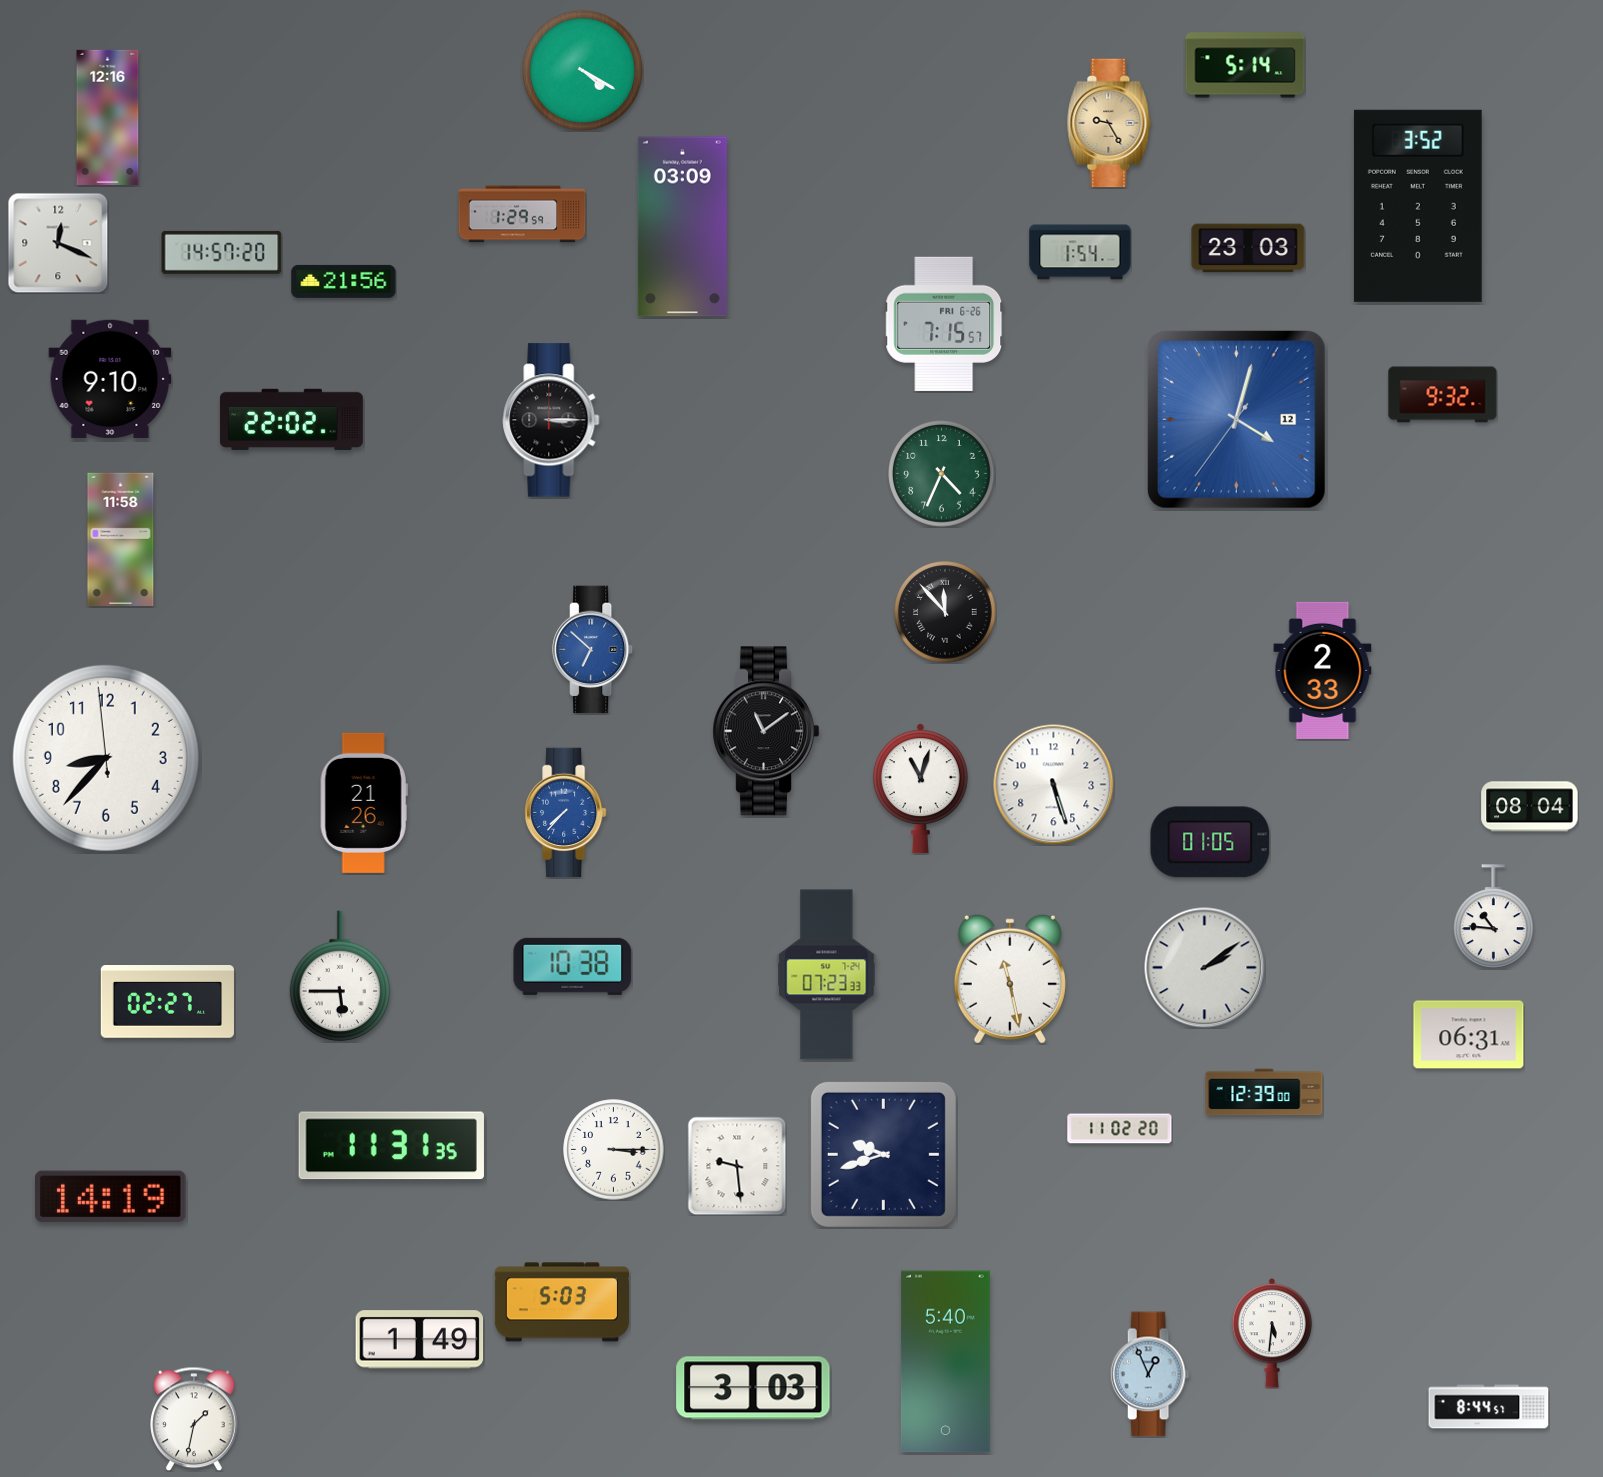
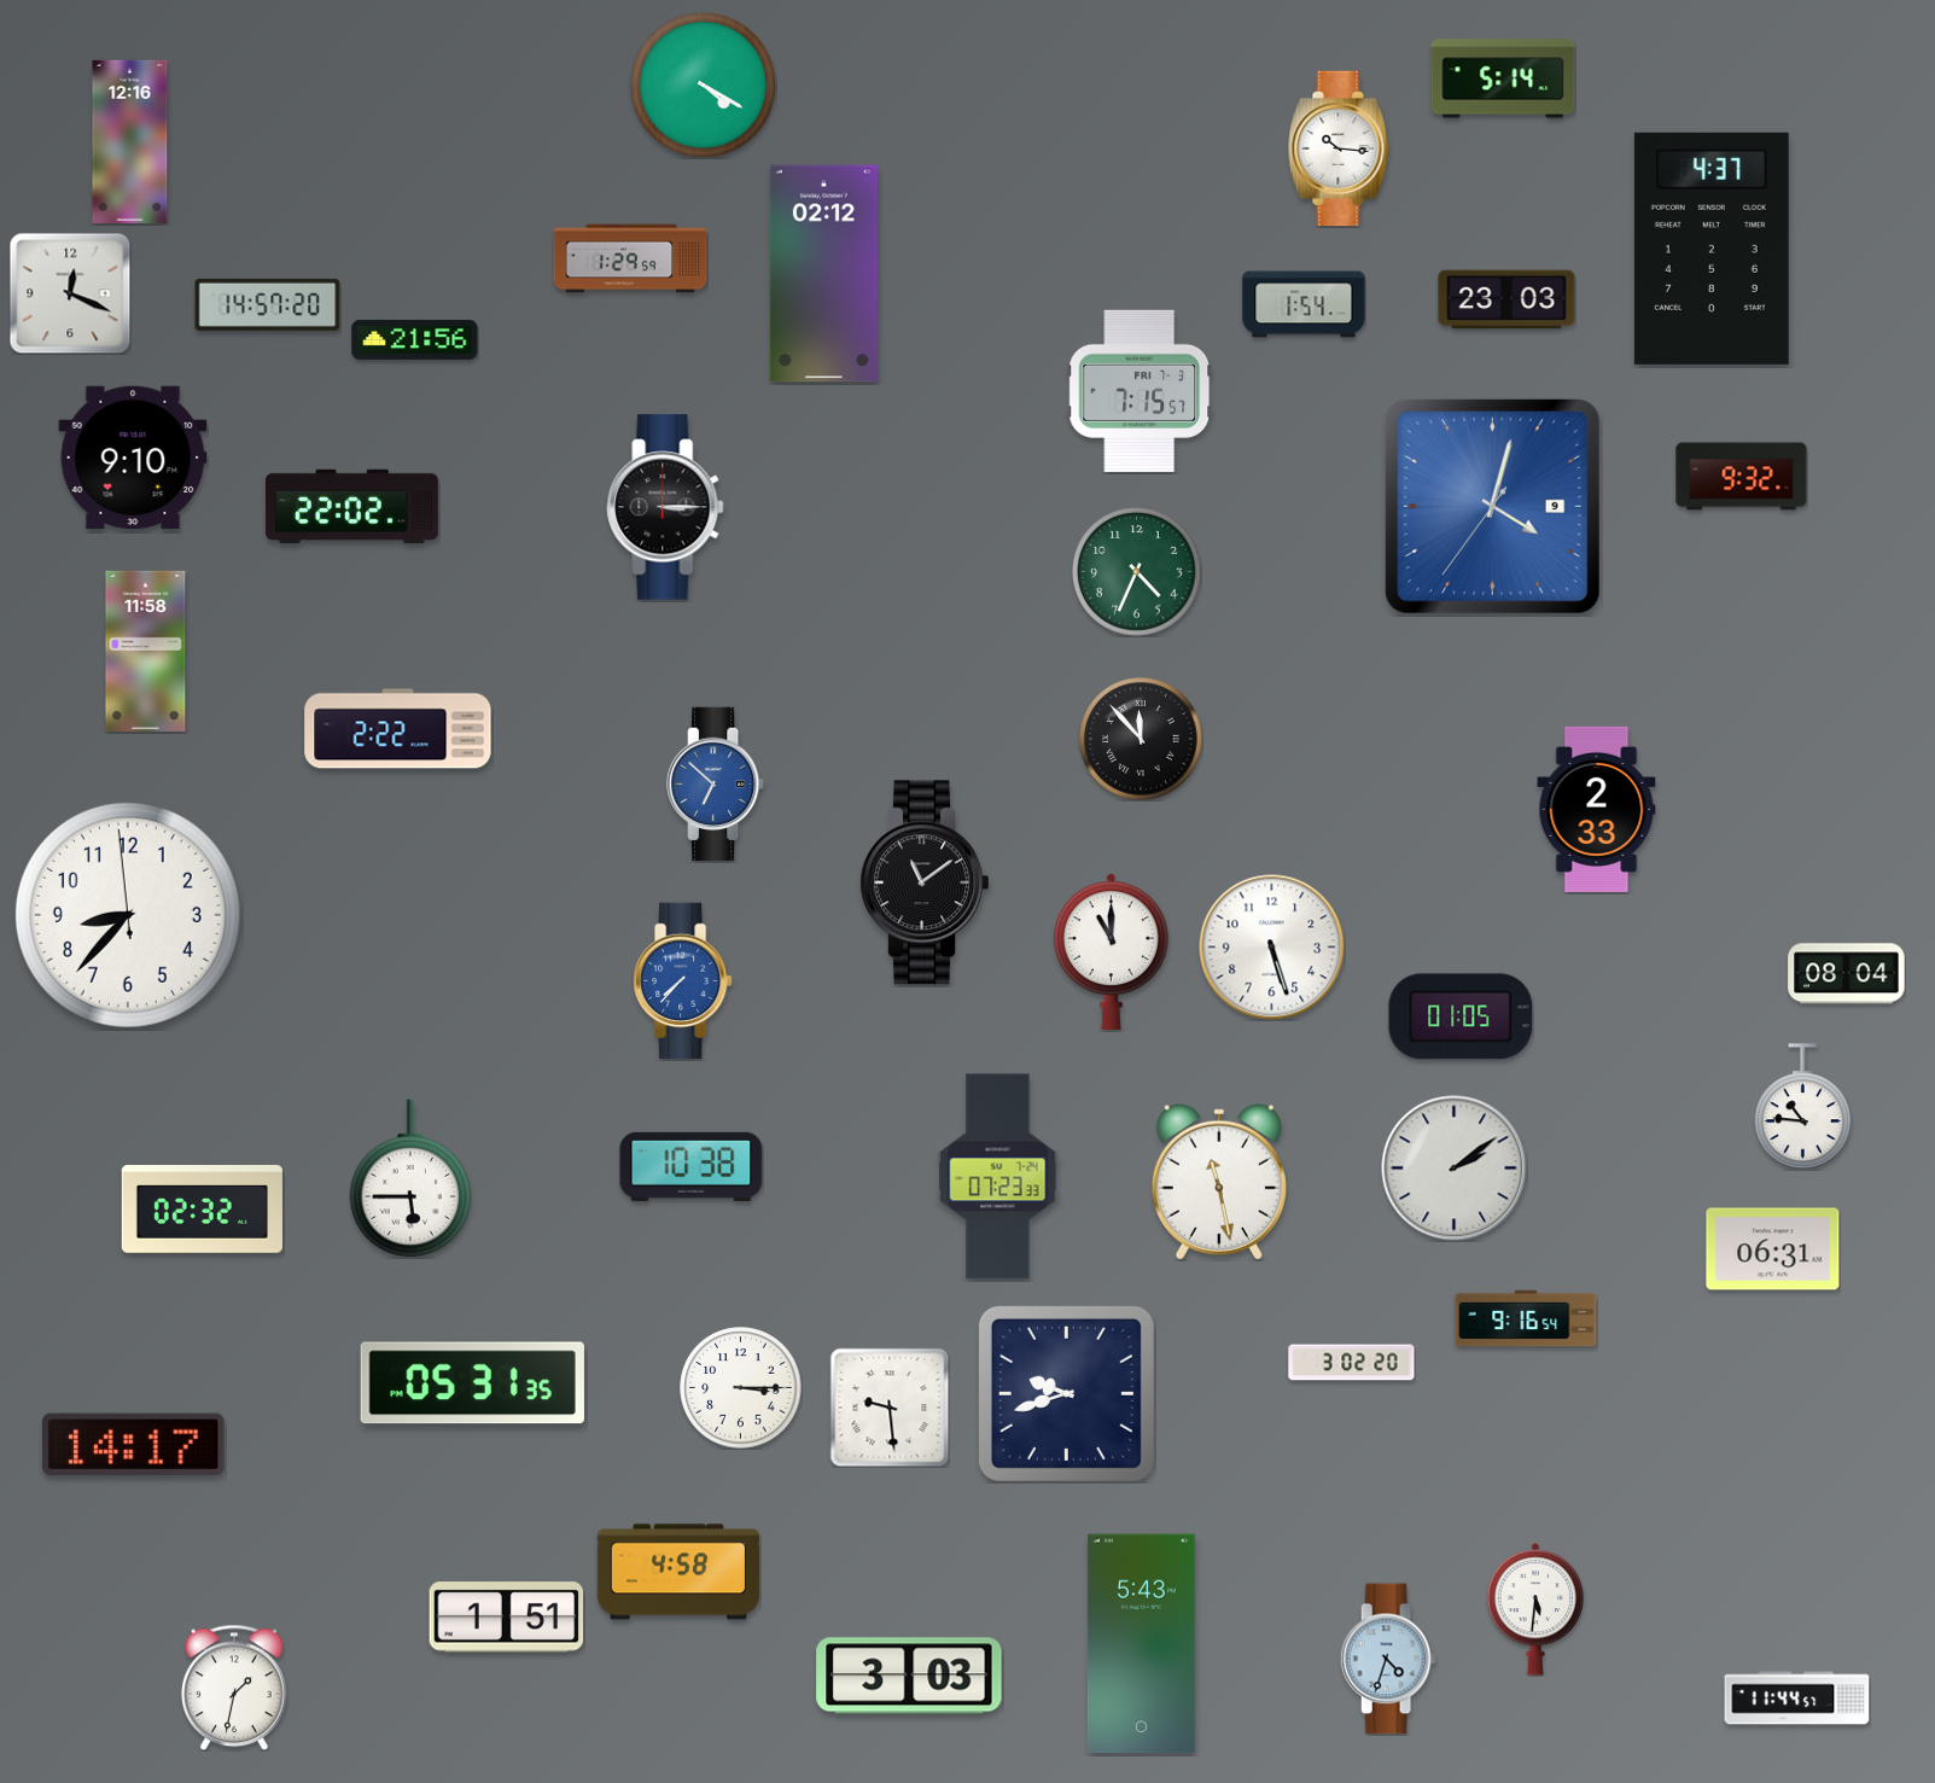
clock at (1109, 123): 9:25 -> 10:16
clock at (1109, 123) dial: champagne -> white
clock at (1418, 206): 3:52 -> 4:37
clock at (682, 227): 03:09 -> 02:12
clock at (944, 324) date: FRI 6-26 -> FRI 7-3
clock at (1236, 419) date: 12 -> 9
clock at (398, 729): none -> 2:22
clock at (920, 789): 11:03 -> 11:00
clock at (364, 803): 21:26 -> none
clock at (167, 1002): 02:27 -> 02:32
clock at (1264, 1092): 12:39 -> 9:16
clock at (1120, 1129): 11:02 -> 3:02
clock at (391, 1146): 11:31 -> 05:31
clock at (111, 1196): 14:19 -> 14:17
clock at (562, 1302): 5:03 -> 4:58
clock at (420, 1340): 1:49 -> 1:51
clock at (945, 1362): 5:40 -> 5:43
clock at (1150, 1374): 12:56 -> 4:33
clock at (1489, 1407): 8:44 -> 11:44
clock at (194, 1419) position: (194, 1419) -> (234, 1688)
